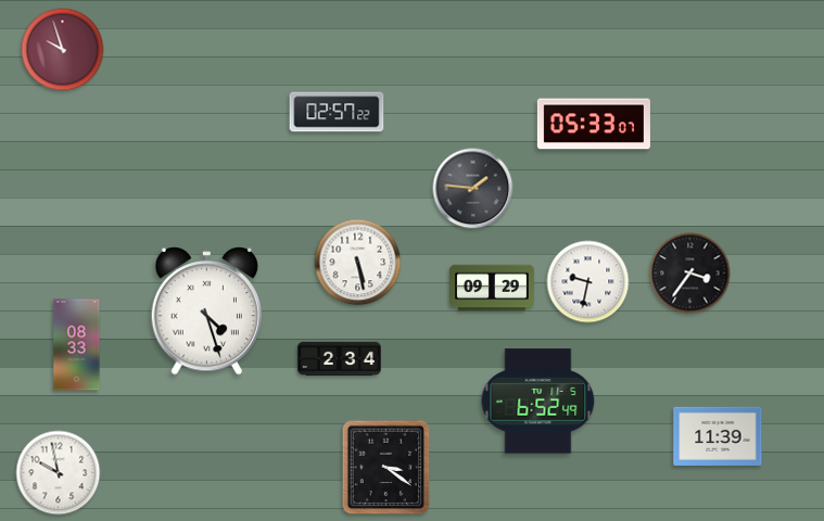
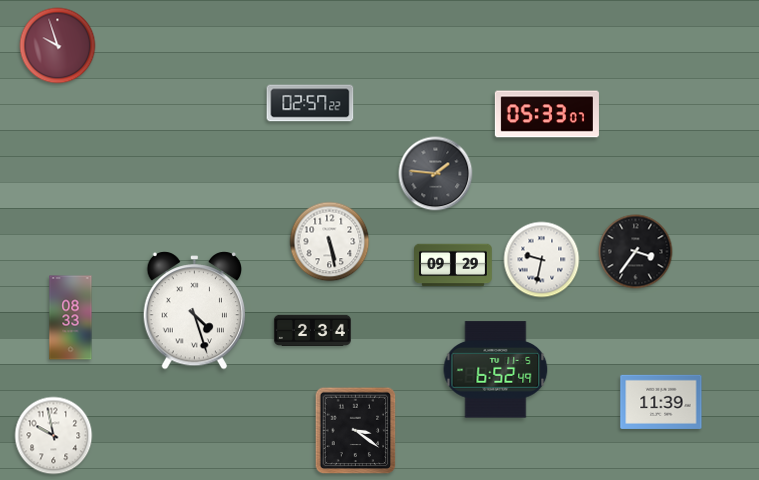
clock at (206, 312) position: (206, 312) -> (194, 311)
